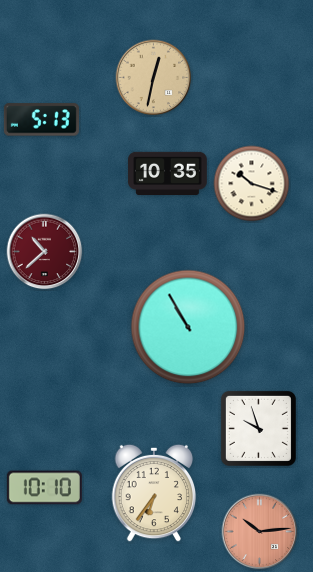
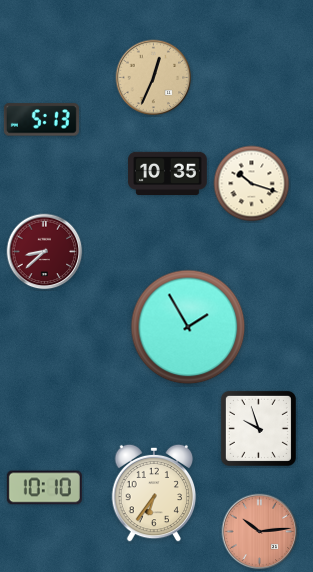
clock at (154, 78): 12:32 -> 12:34
clock at (45, 252): 10:38 -> 8:38
clock at (188, 327): 10:55 -> 1:55
